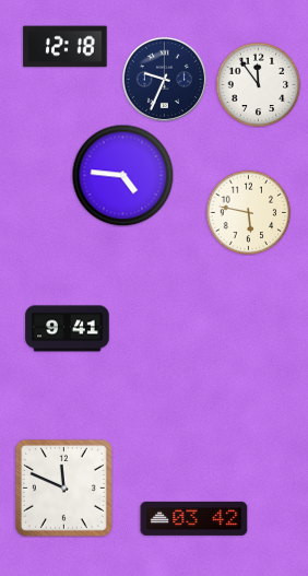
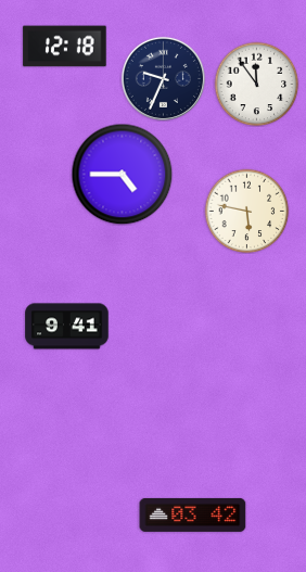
clock at (122, 175): 4:46 -> 4:45
clock at (63, 487): 11:49 -> none
